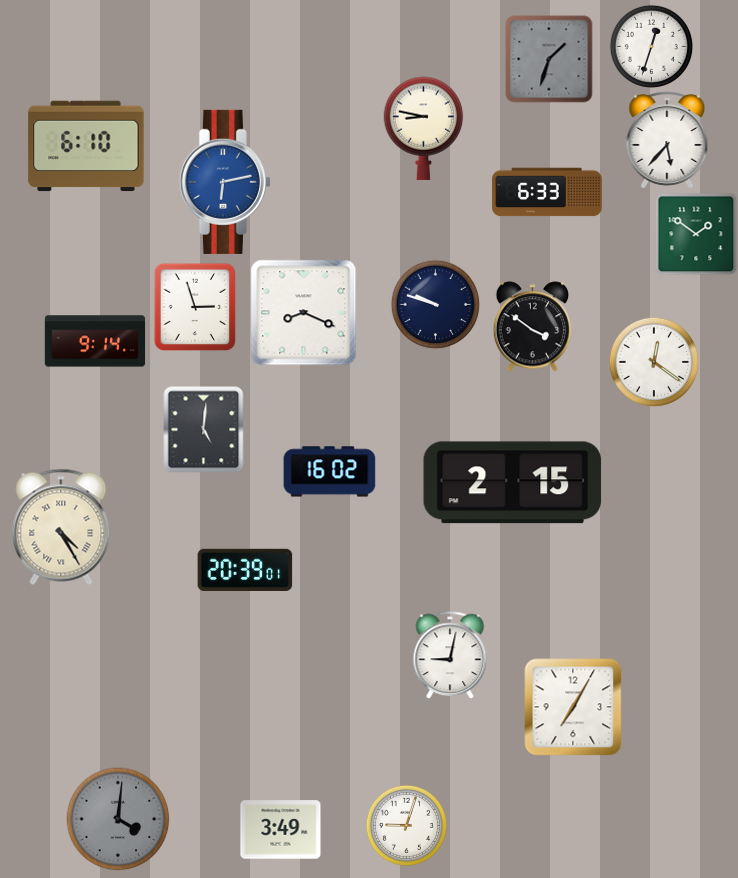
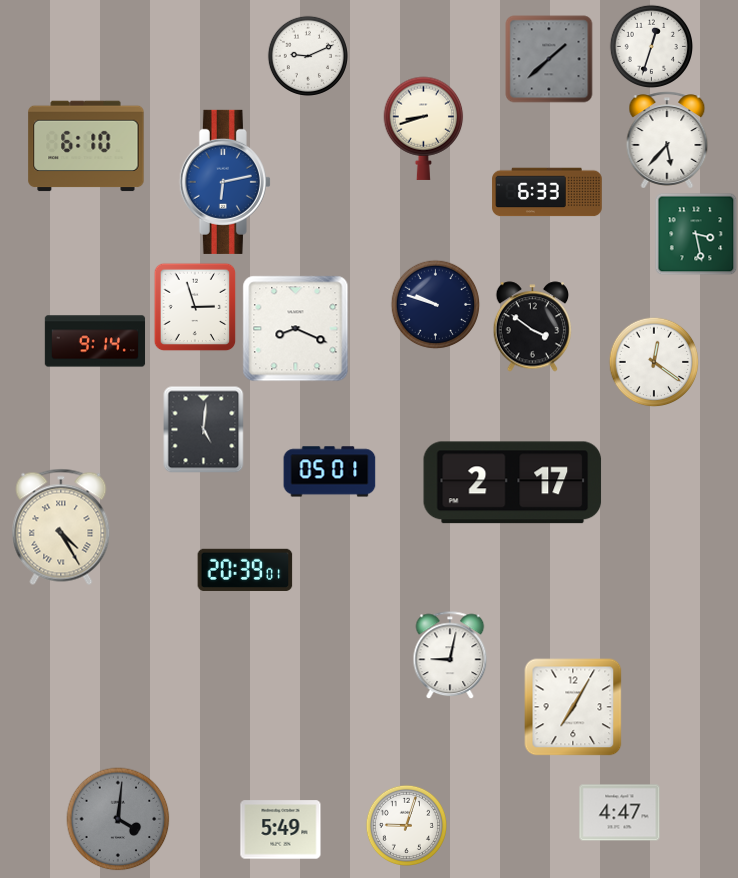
clock at (307, 55): none -> 9:11
clock at (549, 59): 1:33 -> 1:38
clock at (424, 128): 8:47 -> 8:42
clock at (696, 234): 1:51 -> 3:28
clock at (304, 313) position: (304, 313) -> (296, 329)
clock at (330, 472): 16:02 -> 05:01
clock at (513, 483): 2:15 -> 2:17
clock at (620, 813): none -> 4:47
clock at (281, 830): 3:49 -> 5:49
